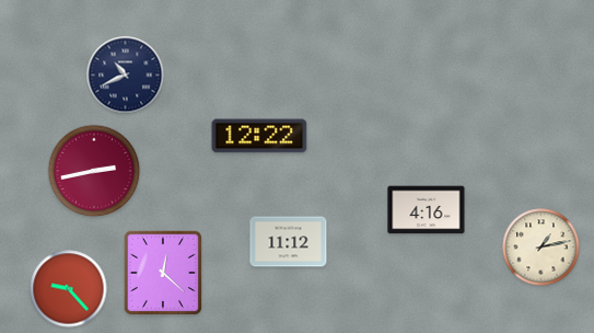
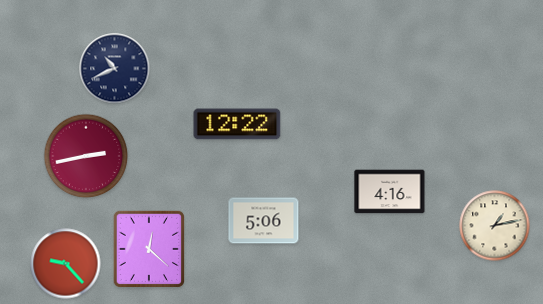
clock at (289, 242): 11:12 -> 5:06
clock at (69, 289) position: (69, 289) -> (66, 264)
